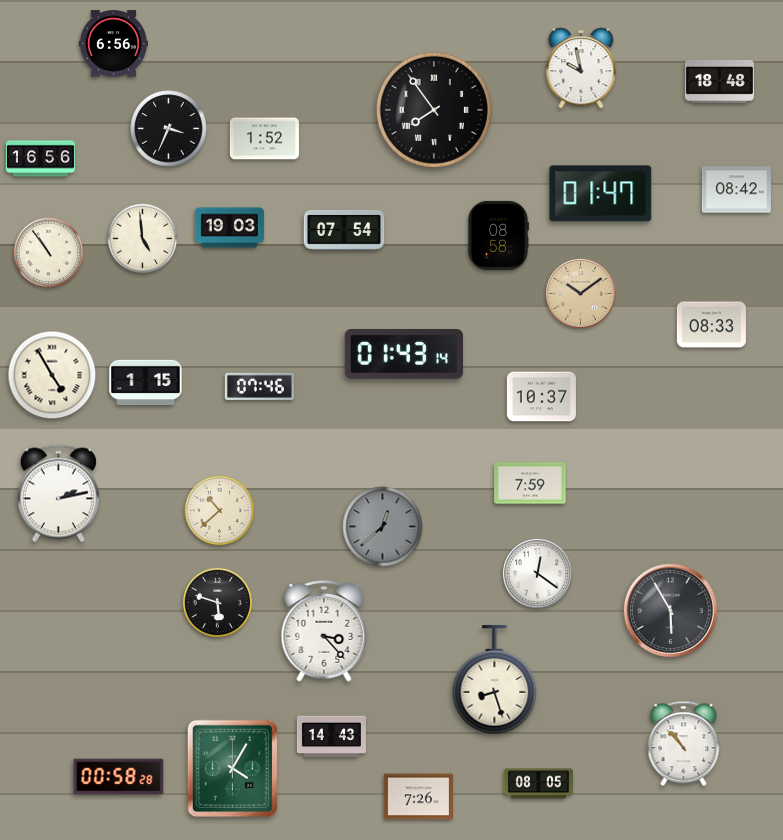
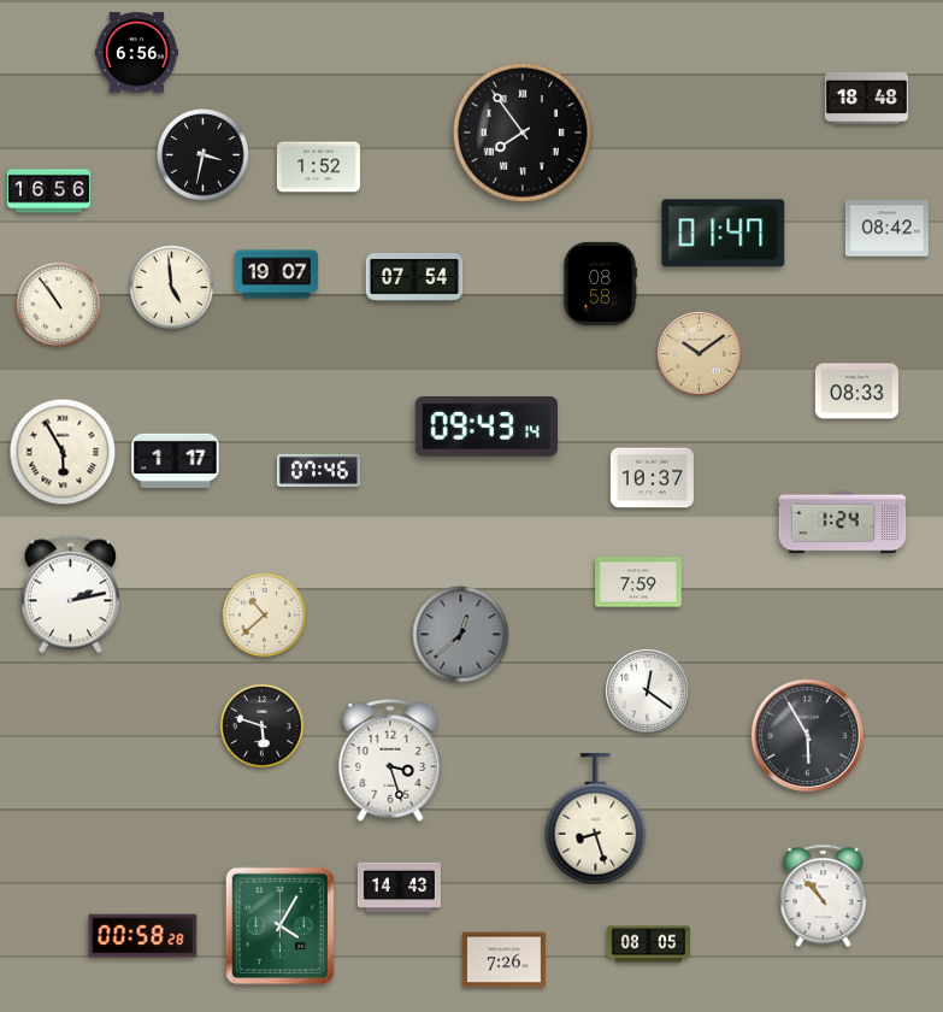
clock at (581, 68): 9:58 -> none
clock at (169, 129): 3:34 -> 3:32
clock at (229, 228): 19:03 -> 19:07
clock at (403, 355): 01:43 -> 09:43
clock at (52, 375): 4:55 -> 5:55
clock at (146, 382): 1:15 -> 1:17
clock at (259, 386) position: (259, 386) -> (318, 470)
clock at (843, 523): none -> 1:24
clock at (324, 632): 3:23 -> 3:27
